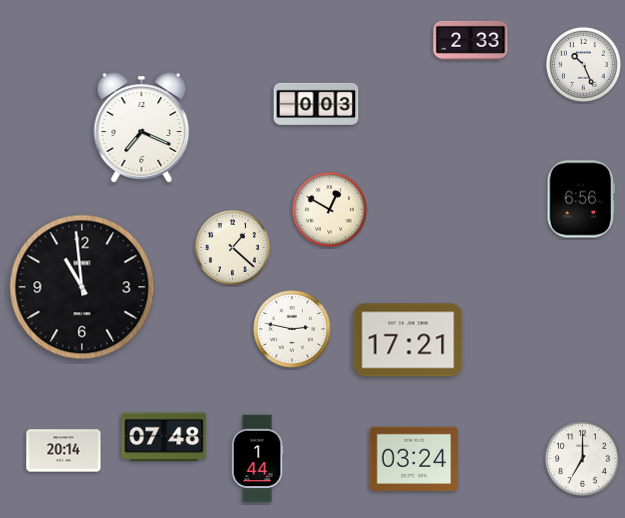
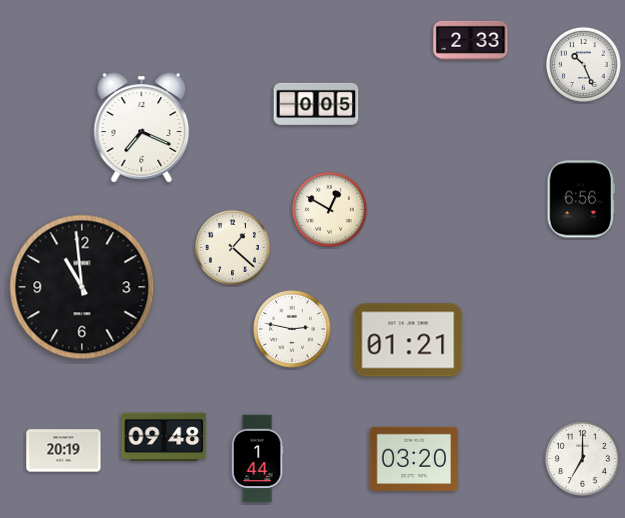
clock at (316, 104): 0:03 -> 0:05
clock at (408, 340): 17:21 -> 01:21
clock at (164, 437): 07:48 -> 09:48
clock at (64, 451): 20:14 -> 20:19
clock at (414, 458): 03:24 -> 03:20
